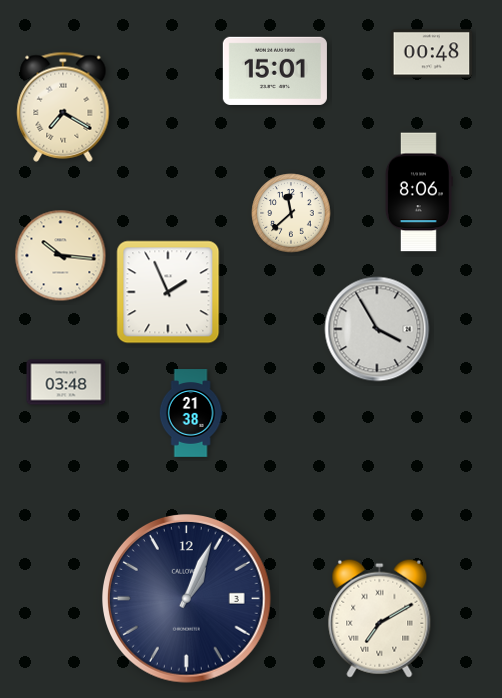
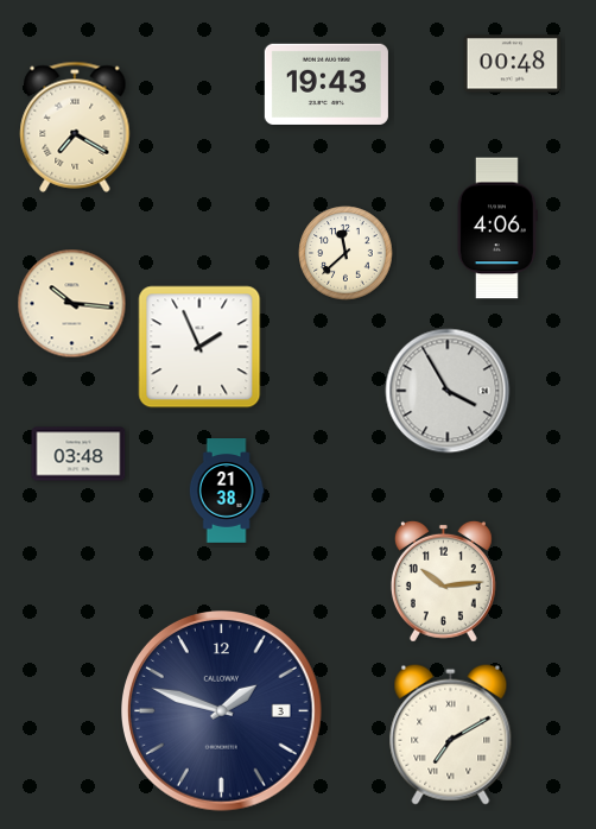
clock at (275, 71): 15:01 -> 19:43
clock at (419, 192): 8:06 -> 4:06
clock at (443, 581): none -> 10:14
clock at (187, 599): 1:04 -> 1:48
